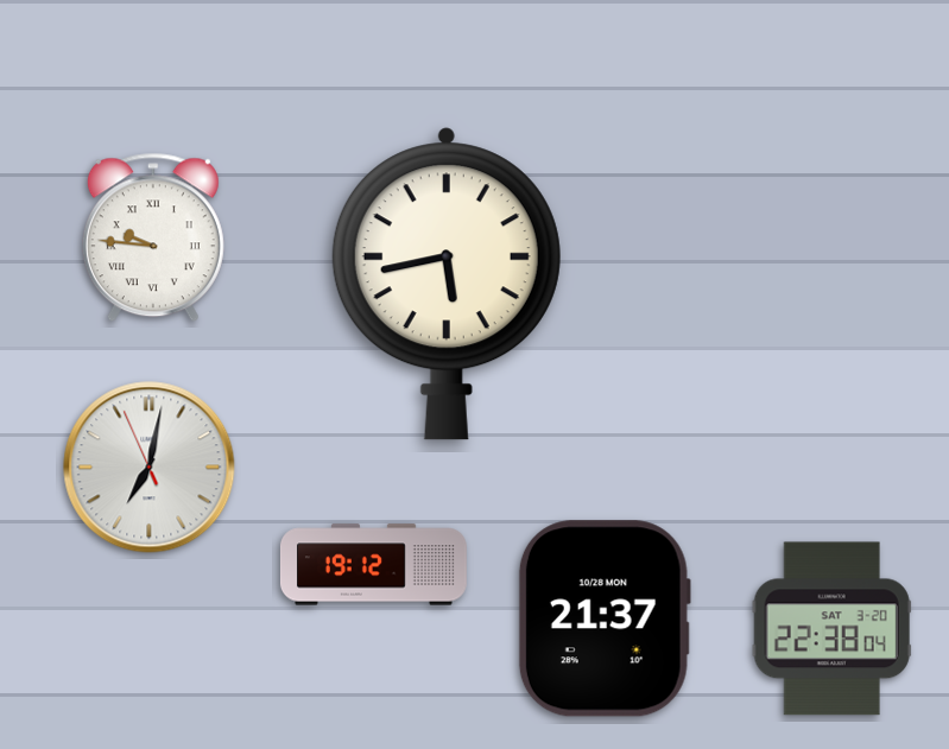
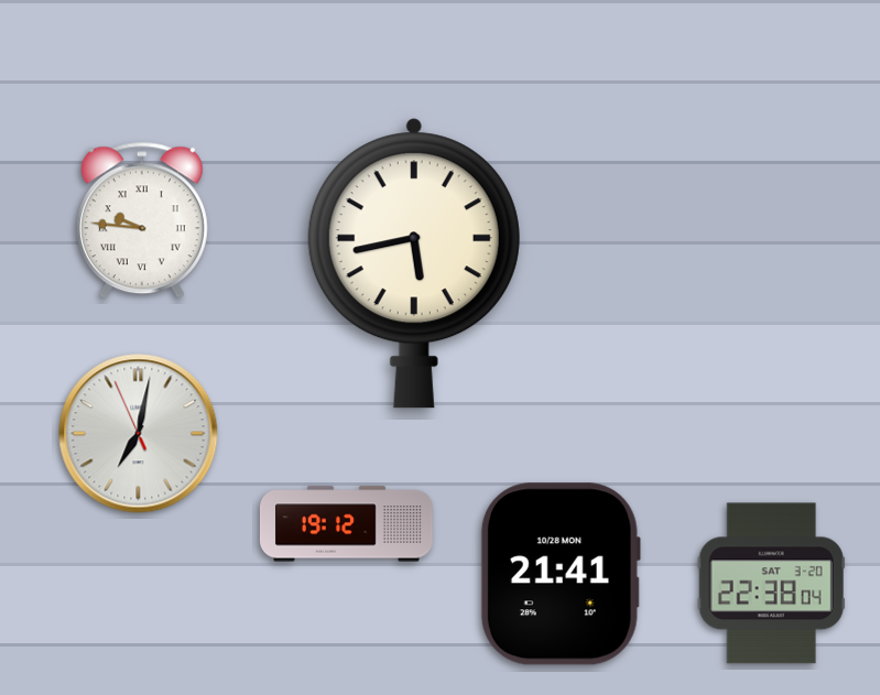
clock at (605, 618): 21:37 -> 21:41
